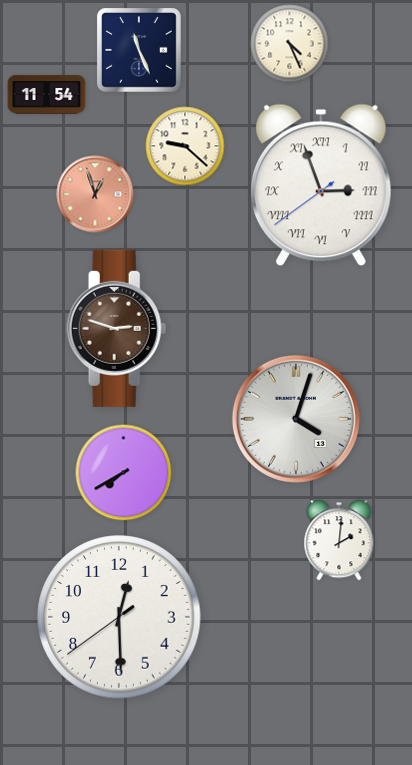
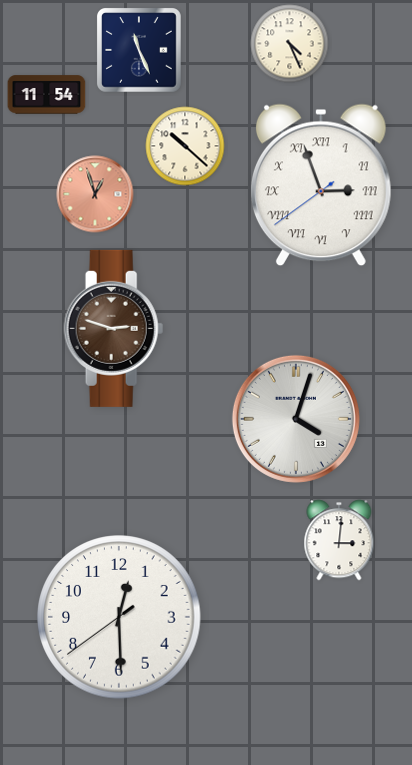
clock at (185, 146): 9:22 -> 10:22
clock at (117, 328) position: (117, 328) -> (114, 328)
clock at (124, 473): 7:40 -> none
clock at (339, 540): 2:01 -> 3:01
